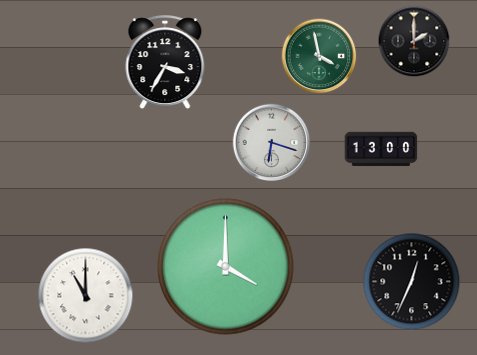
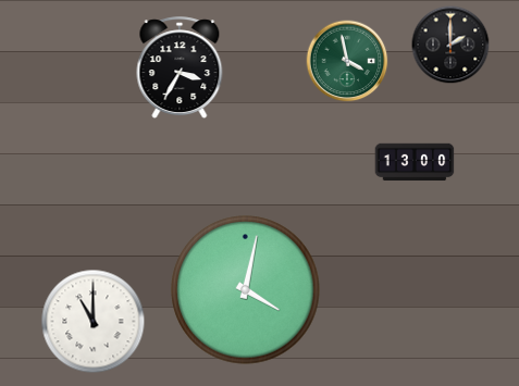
clock at (272, 143): 6:18 -> none
clock at (226, 267): 4:00 -> 4:02
clock at (412, 282): 12:34 -> none
